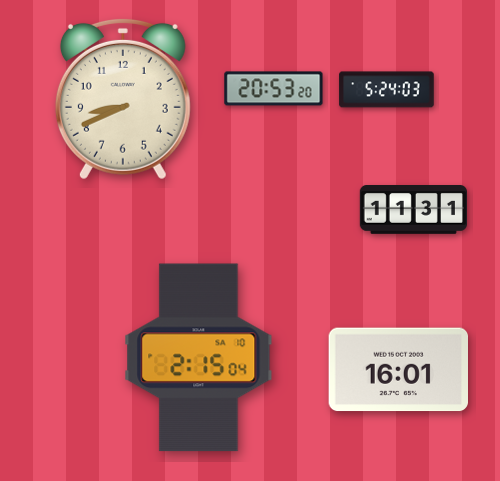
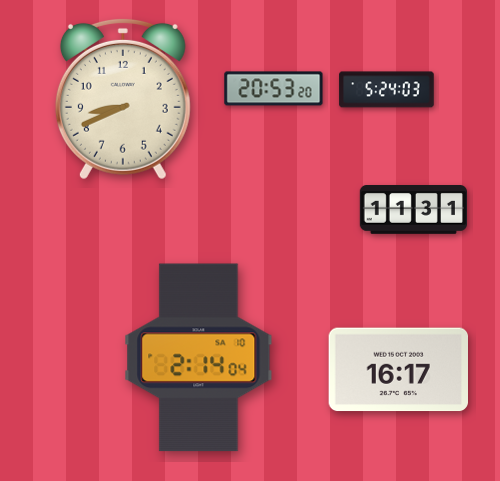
clock at (199, 358): 2:15 -> 2:14
clock at (398, 370): 16:01 -> 16:17
